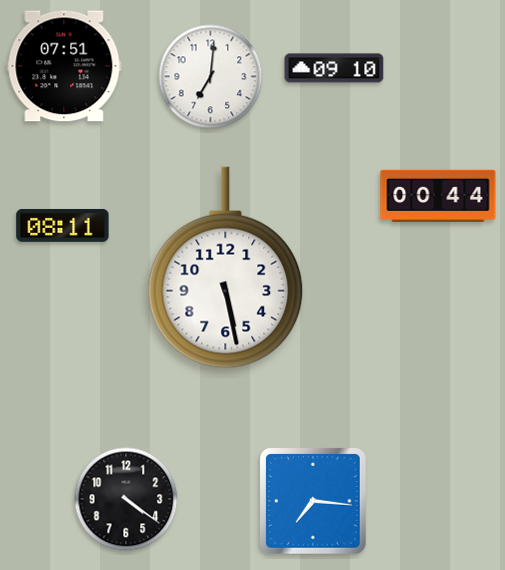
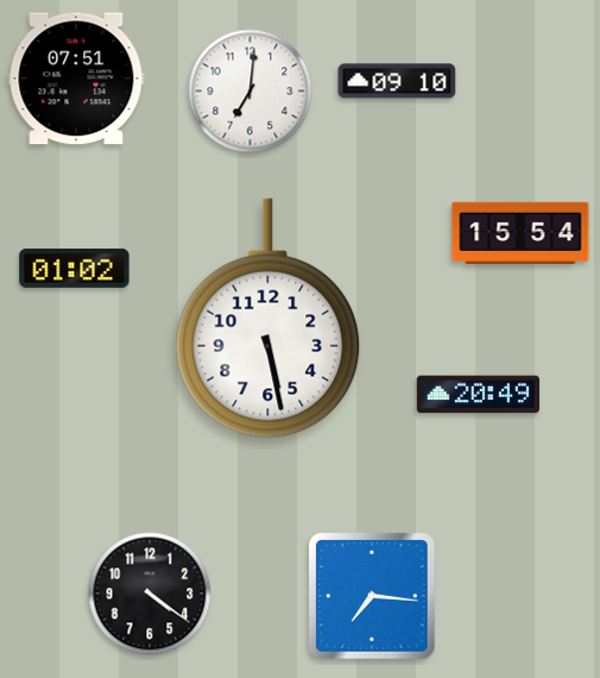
clock at (438, 196): 00:44 -> 15:54
clock at (63, 225): 08:11 -> 01:02
clock at (479, 395): none -> 20:49
